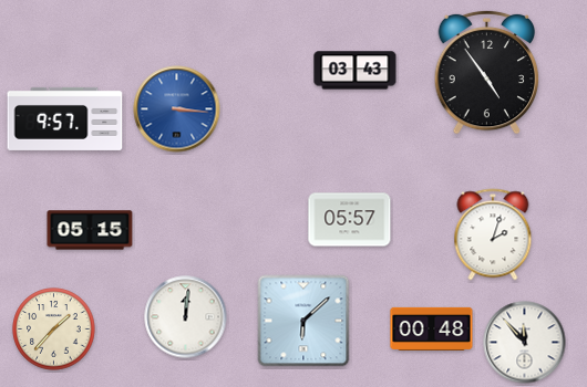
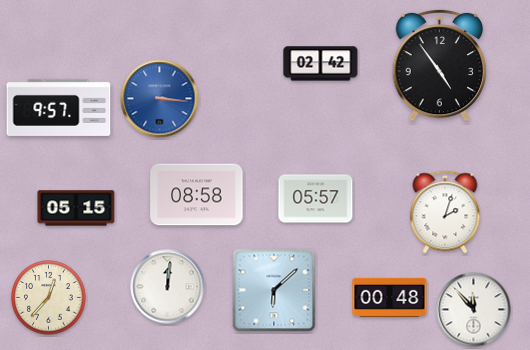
clock at (356, 71): 03:43 -> 02:42
clock at (197, 195): none -> 08:58
clock at (90, 230) position: (90, 230) -> (76, 208)
clock at (54, 330): 1:37 -> 12:37
